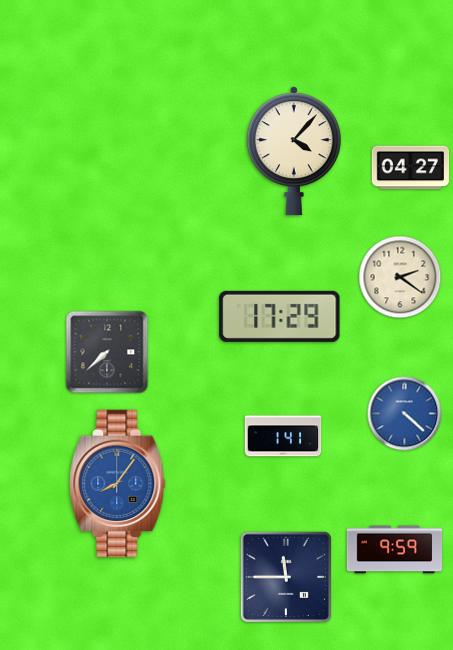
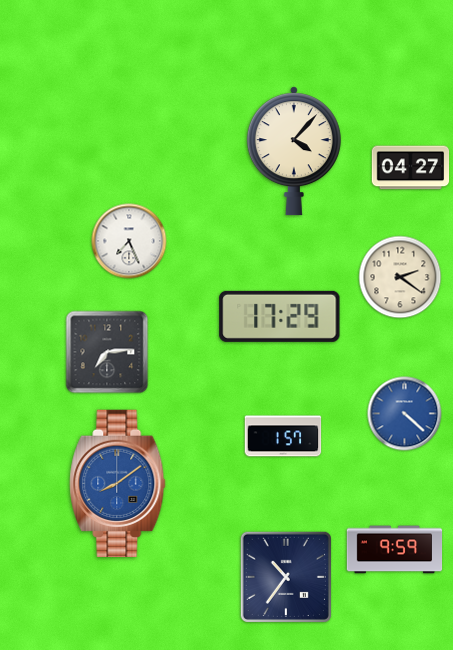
clock at (129, 241): none -> 7:26
clock at (107, 352): 7:38 -> 7:14
clock at (283, 436): 1:41 -> 1:57
clock at (118, 483): 8:06 -> 8:09
clock at (286, 577): 11:45 -> 10:36
